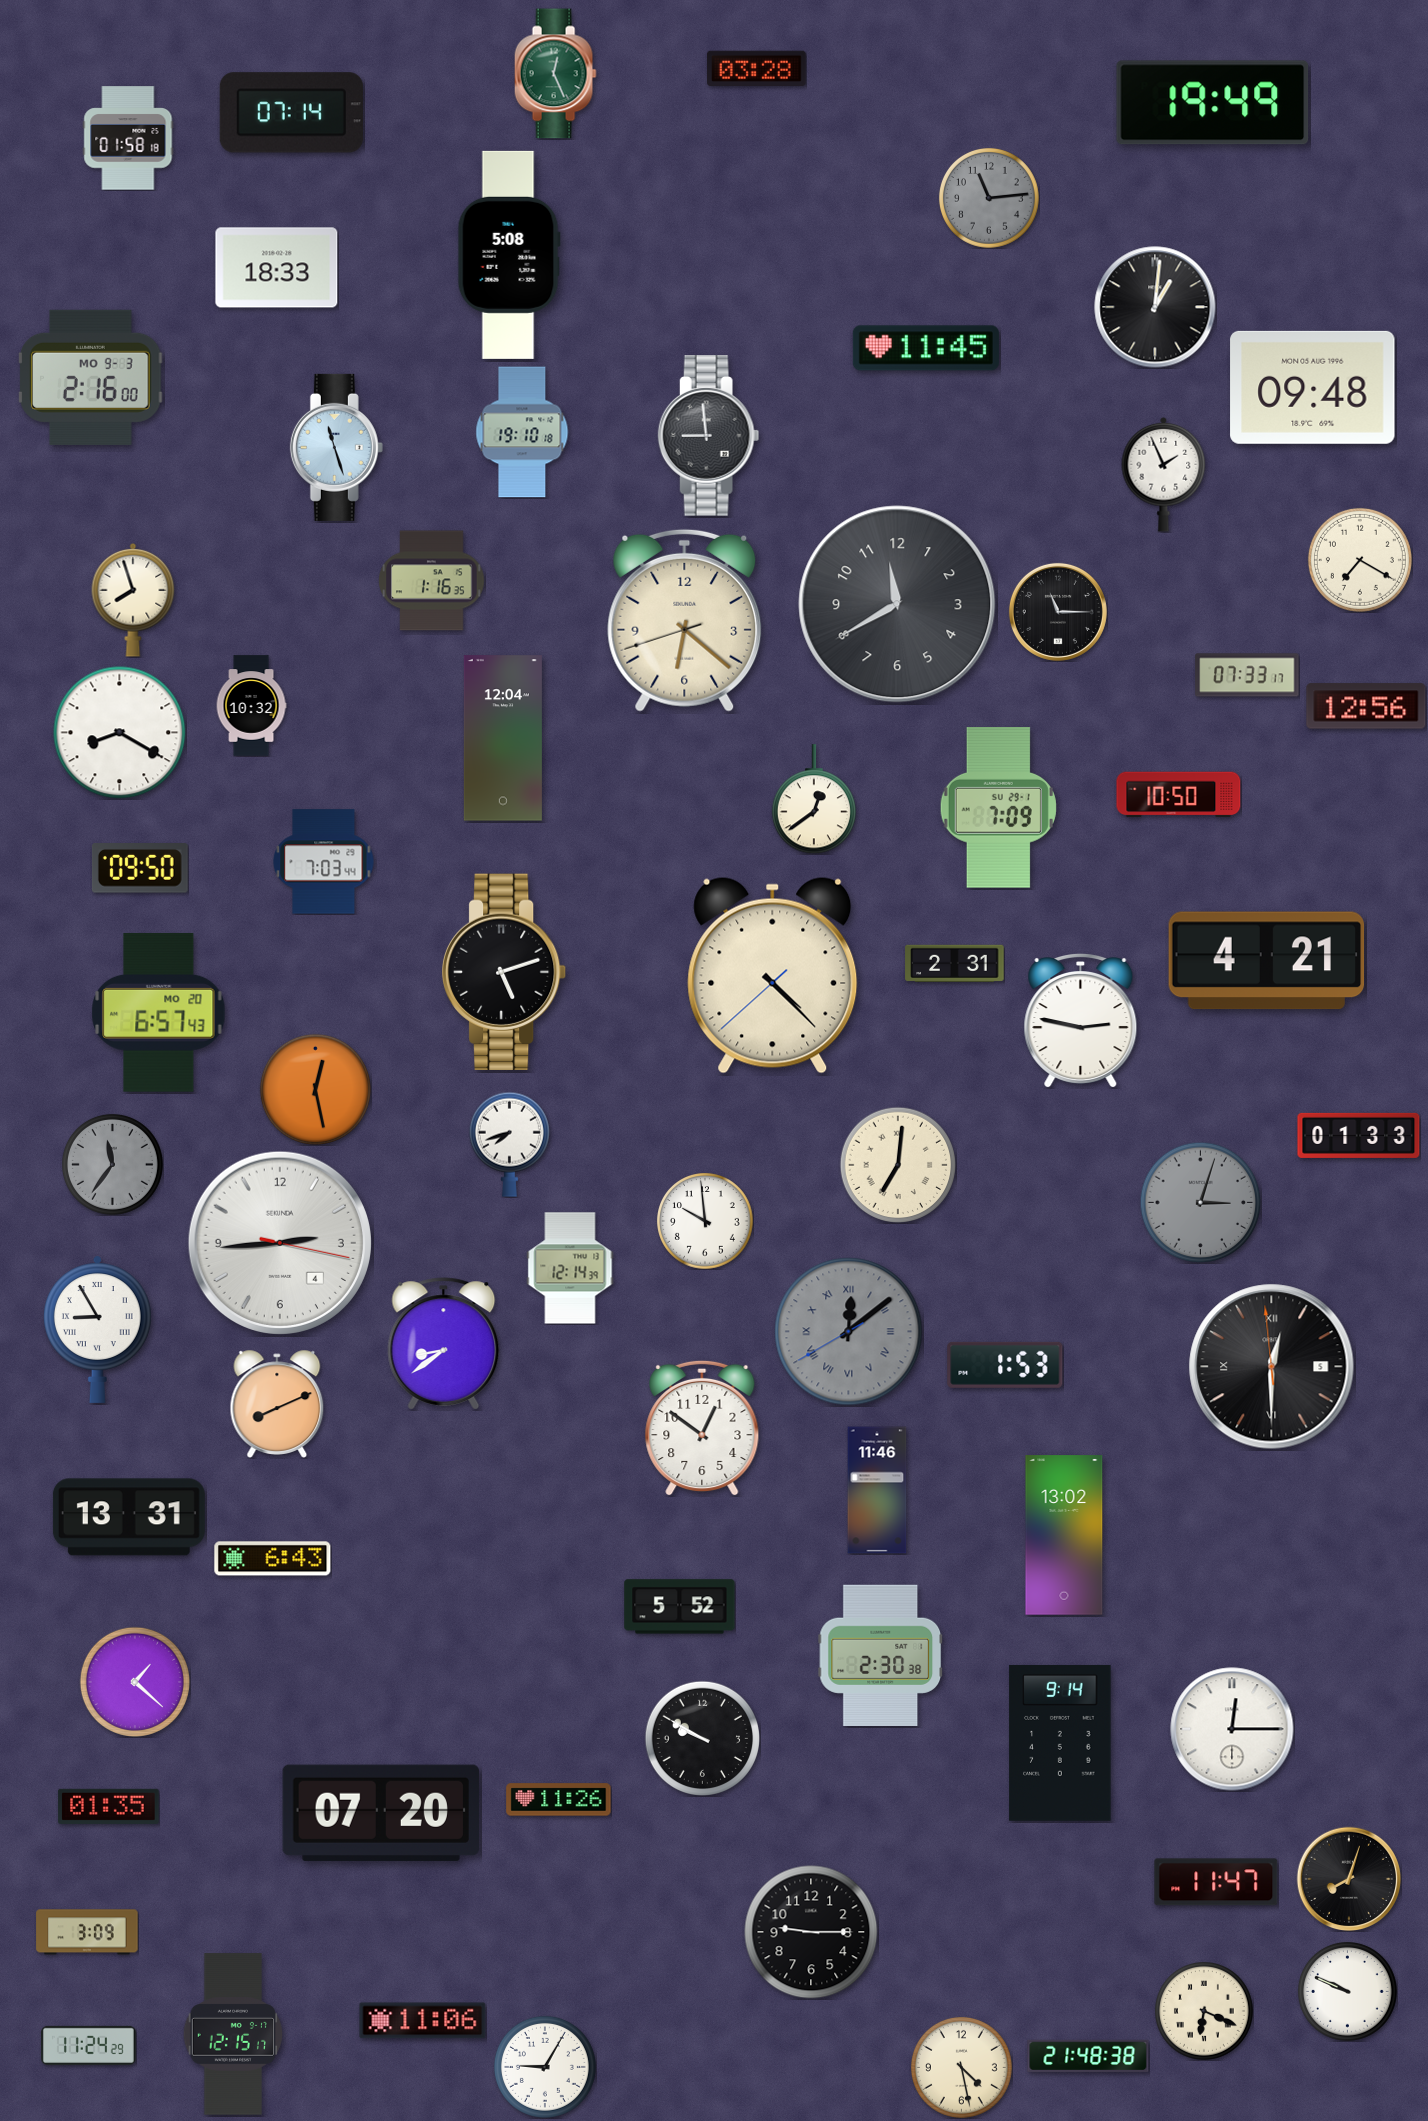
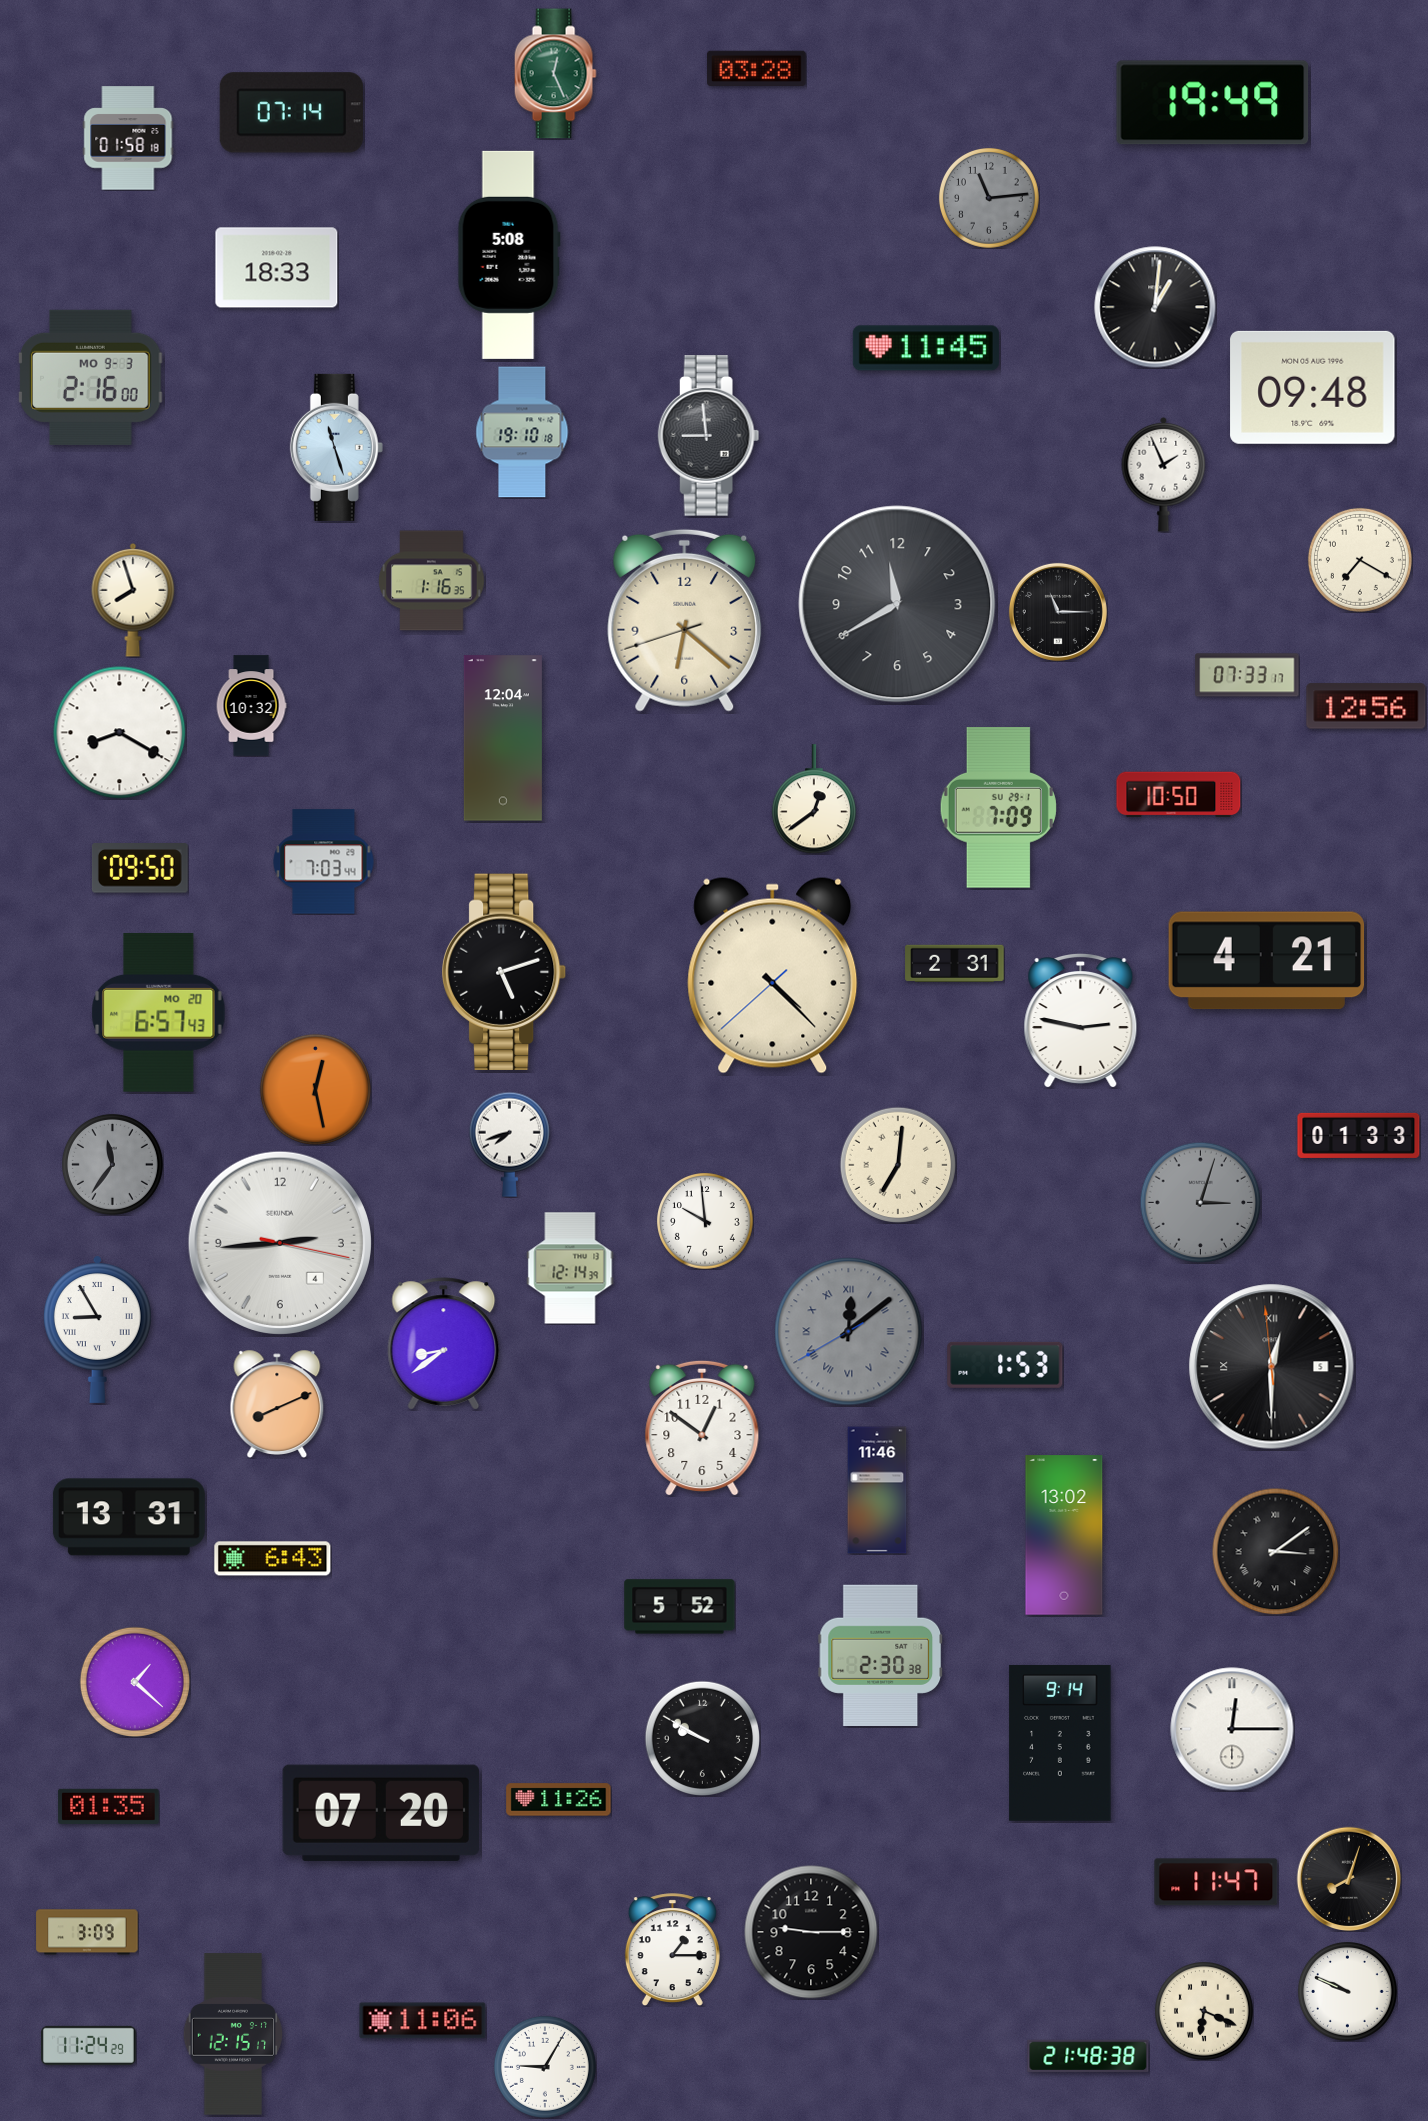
clock at (1275, 1551): none -> 3:09
clock at (672, 1950): none -> 1:15
clock at (961, 2067): 4:28 -> none
